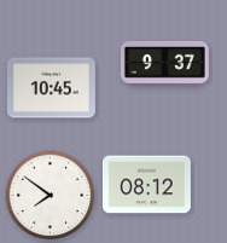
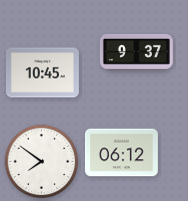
clock at (146, 185): 08:12 -> 06:12
